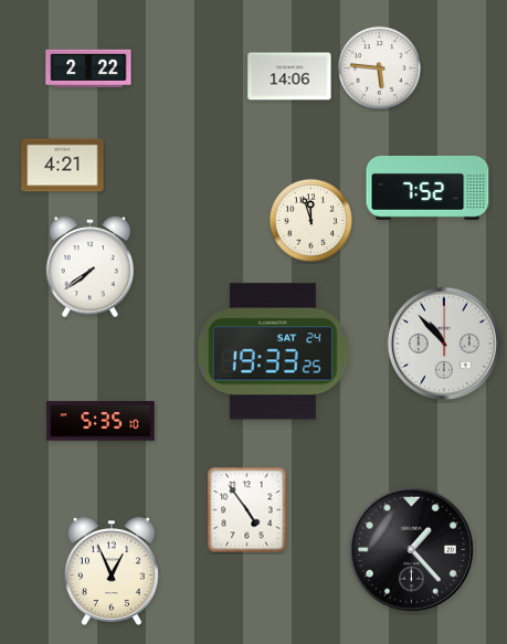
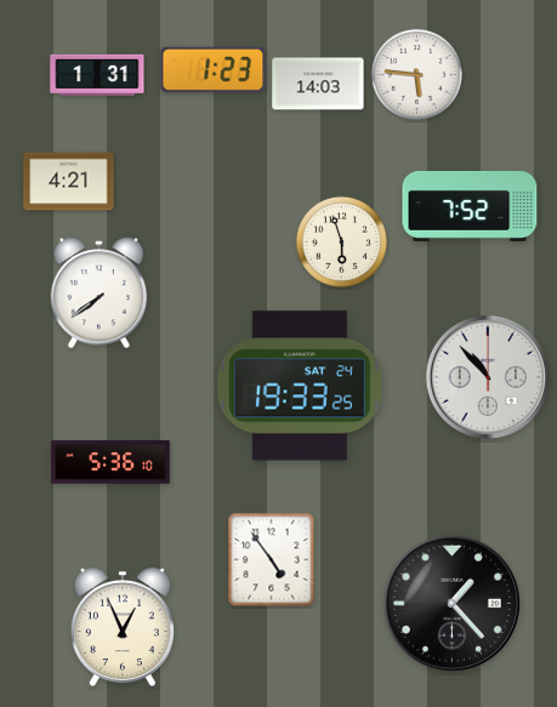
clock at (214, 69): none -> 1:23
clock at (88, 67): 2:22 -> 1:31
clock at (289, 76): 14:06 -> 14:03
clock at (310, 220): 11:57 -> 5:57
clock at (101, 421): 5:35 -> 5:36
